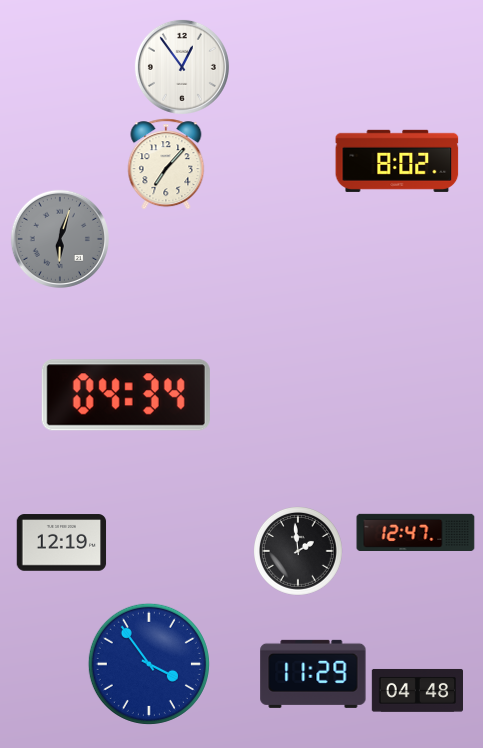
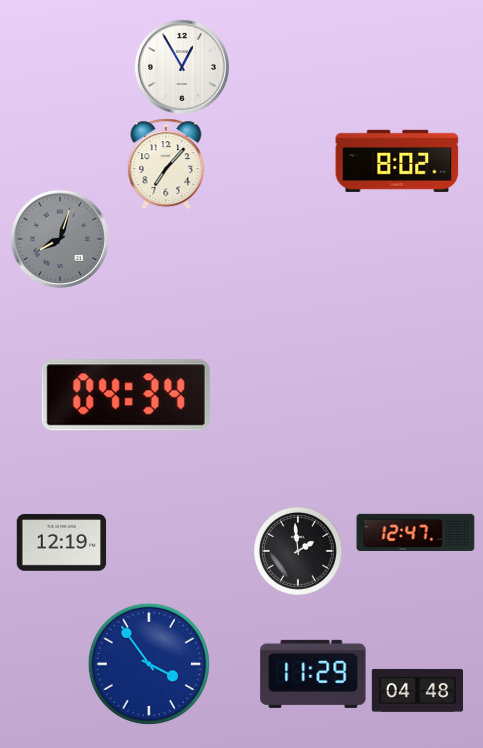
clock at (182, 67): 12:54 -> 12:55
clock at (60, 239): 6:03 -> 8:03
